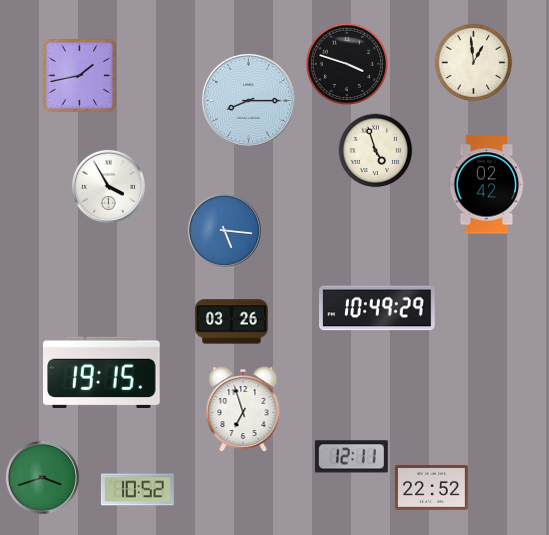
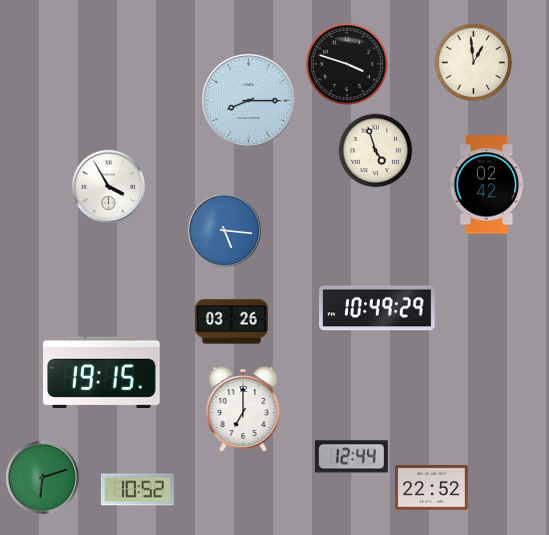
clock at (79, 75): 1:43 -> none
clock at (243, 410): 6:57 -> 7:00
clock at (351, 457): 12:11 -> 12:44
clock at (42, 477): 3:42 -> 6:12
